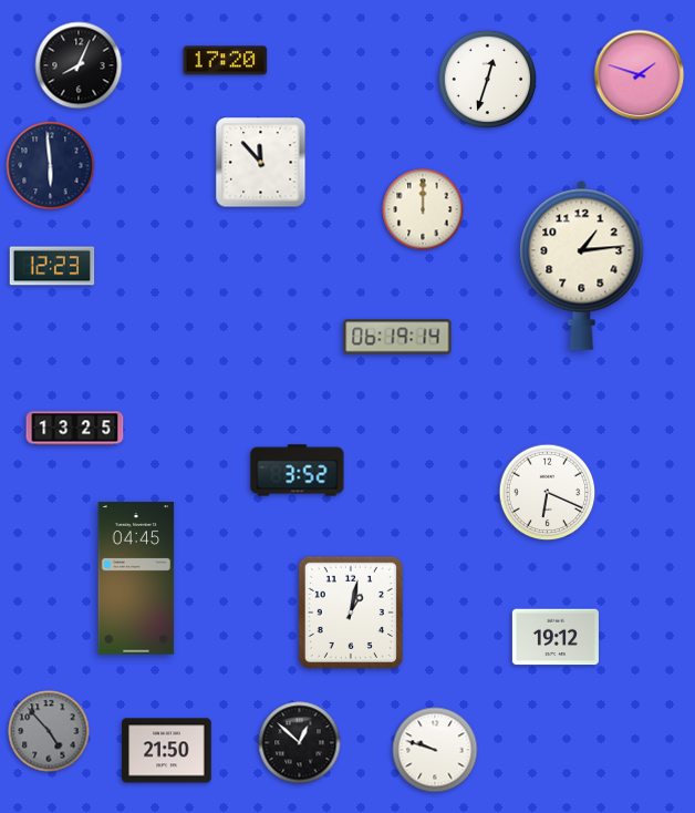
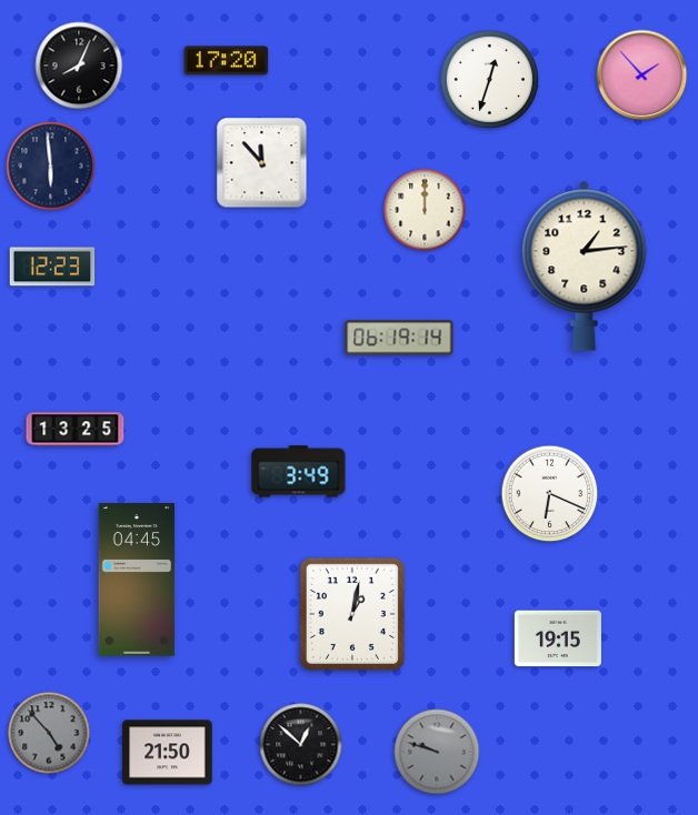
clock at (640, 75): 1:48 -> 1:53
clock at (298, 471): 3:52 -> 3:49
clock at (556, 637): 19:12 -> 19:15
clock at (435, 750) dial: white -> grey
